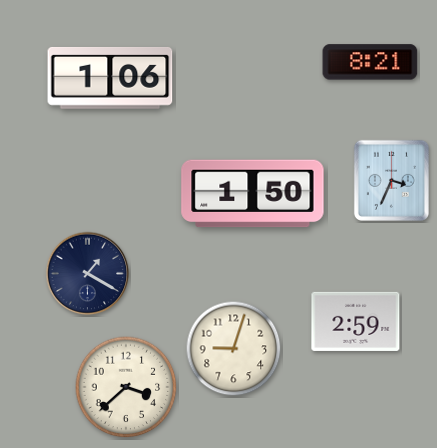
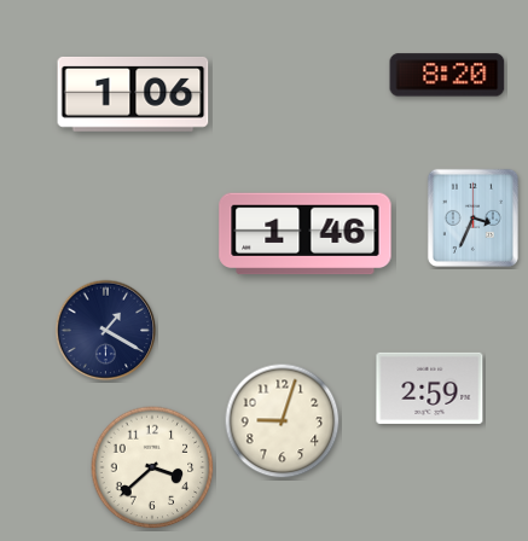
clock at (370, 62): 8:21 -> 8:20
clock at (253, 194): 1:50 -> 1:46
